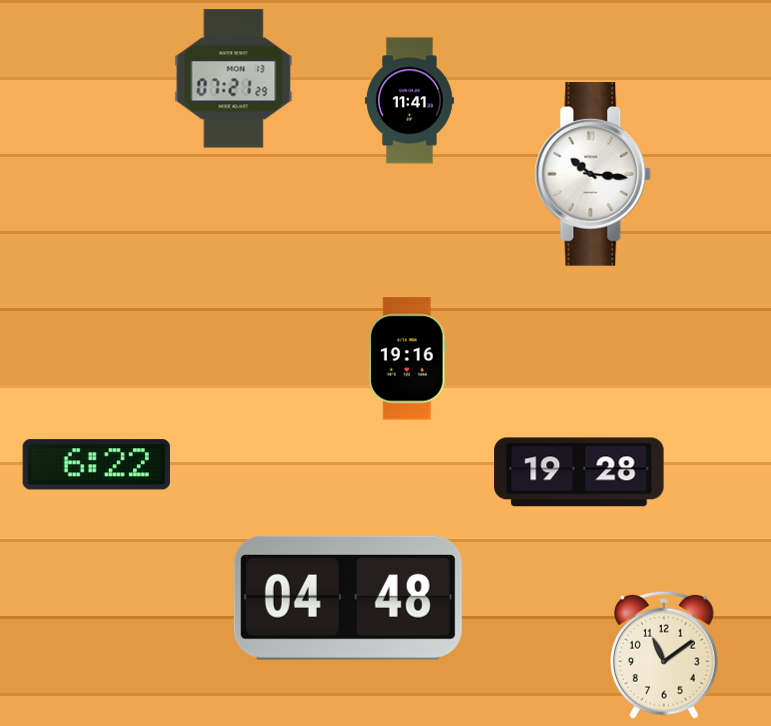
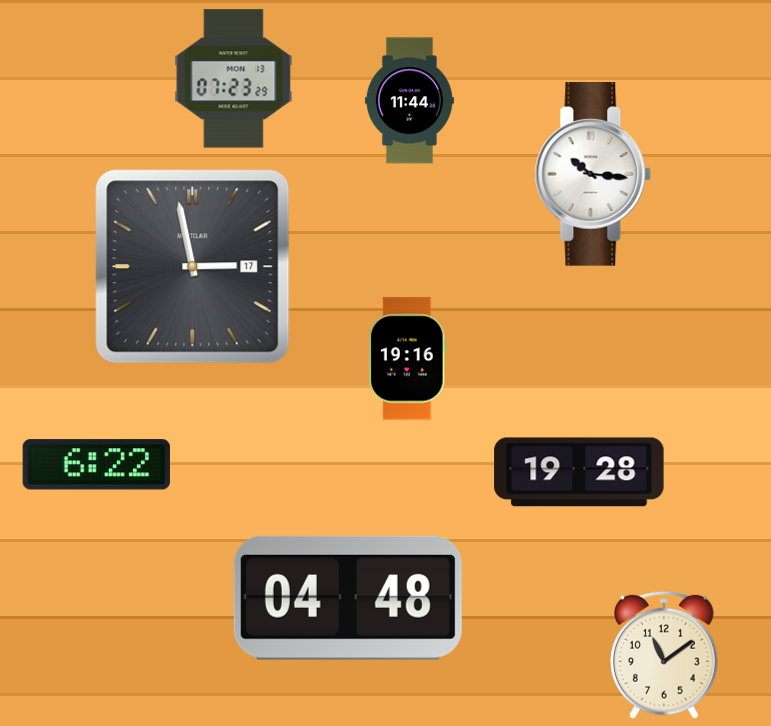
clock at (234, 79): 07:21 -> 07:23
clock at (409, 101): 11:41 -> 11:44
clock at (193, 267): none -> 2:58
